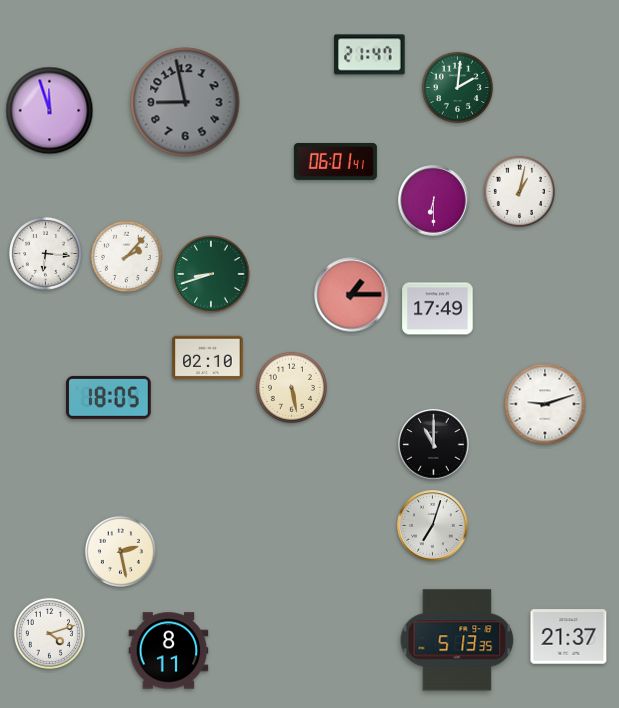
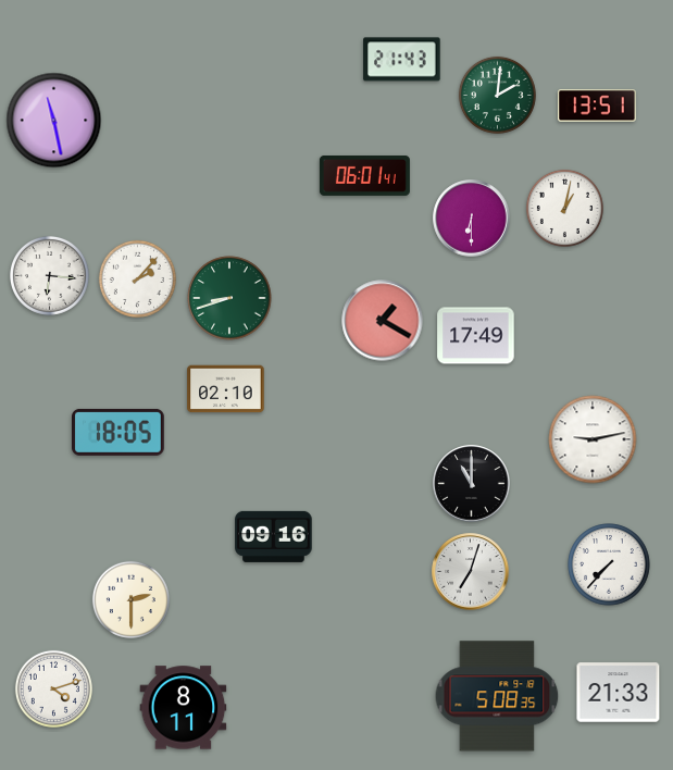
clock at (370, 55): 21:47 -> 21:43
clock at (597, 105): none -> 13:51
clock at (185, 102): 8:58 -> none
clock at (50, 111): 11:57 -> 11:28
clock at (352, 295): 1:15 -> 1:20
clock at (291, 387): 5:28 -> none
clock at (545, 404): 9:12 -> 9:13
clock at (274, 536): none -> 09:16
clock at (609, 564): none -> 7:37
clock at (120, 551): 2:28 -> 2:30
clock at (569, 637): 21:37 -> 21:33
clock at (457, 640): 5:13 -> 5:08
